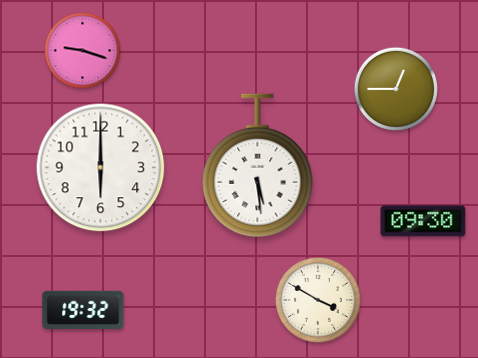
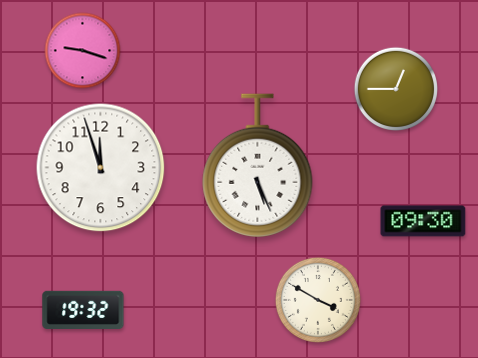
clock at (258, 166): 5:29 -> 5:26
clock at (101, 168): 6:00 -> 11:57
